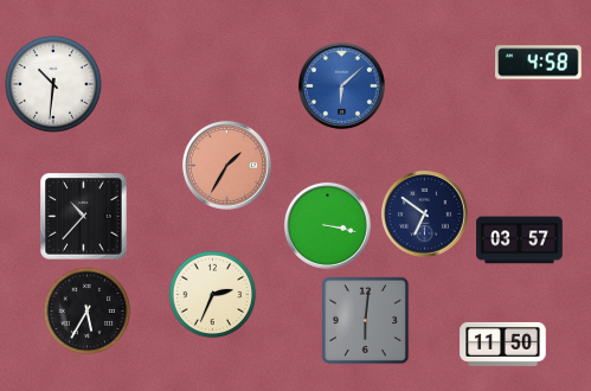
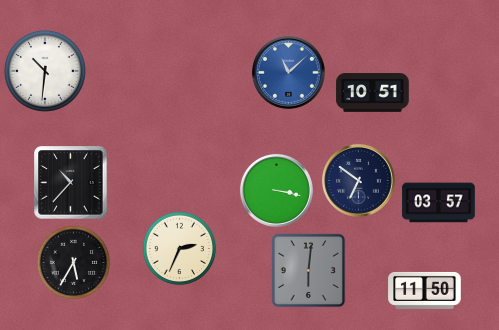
clock at (539, 63): 4:58 -> none
clock at (341, 85): 6:08 -> 11:08
clock at (373, 93): none -> 10:51
clock at (227, 166): 1:35 -> none
